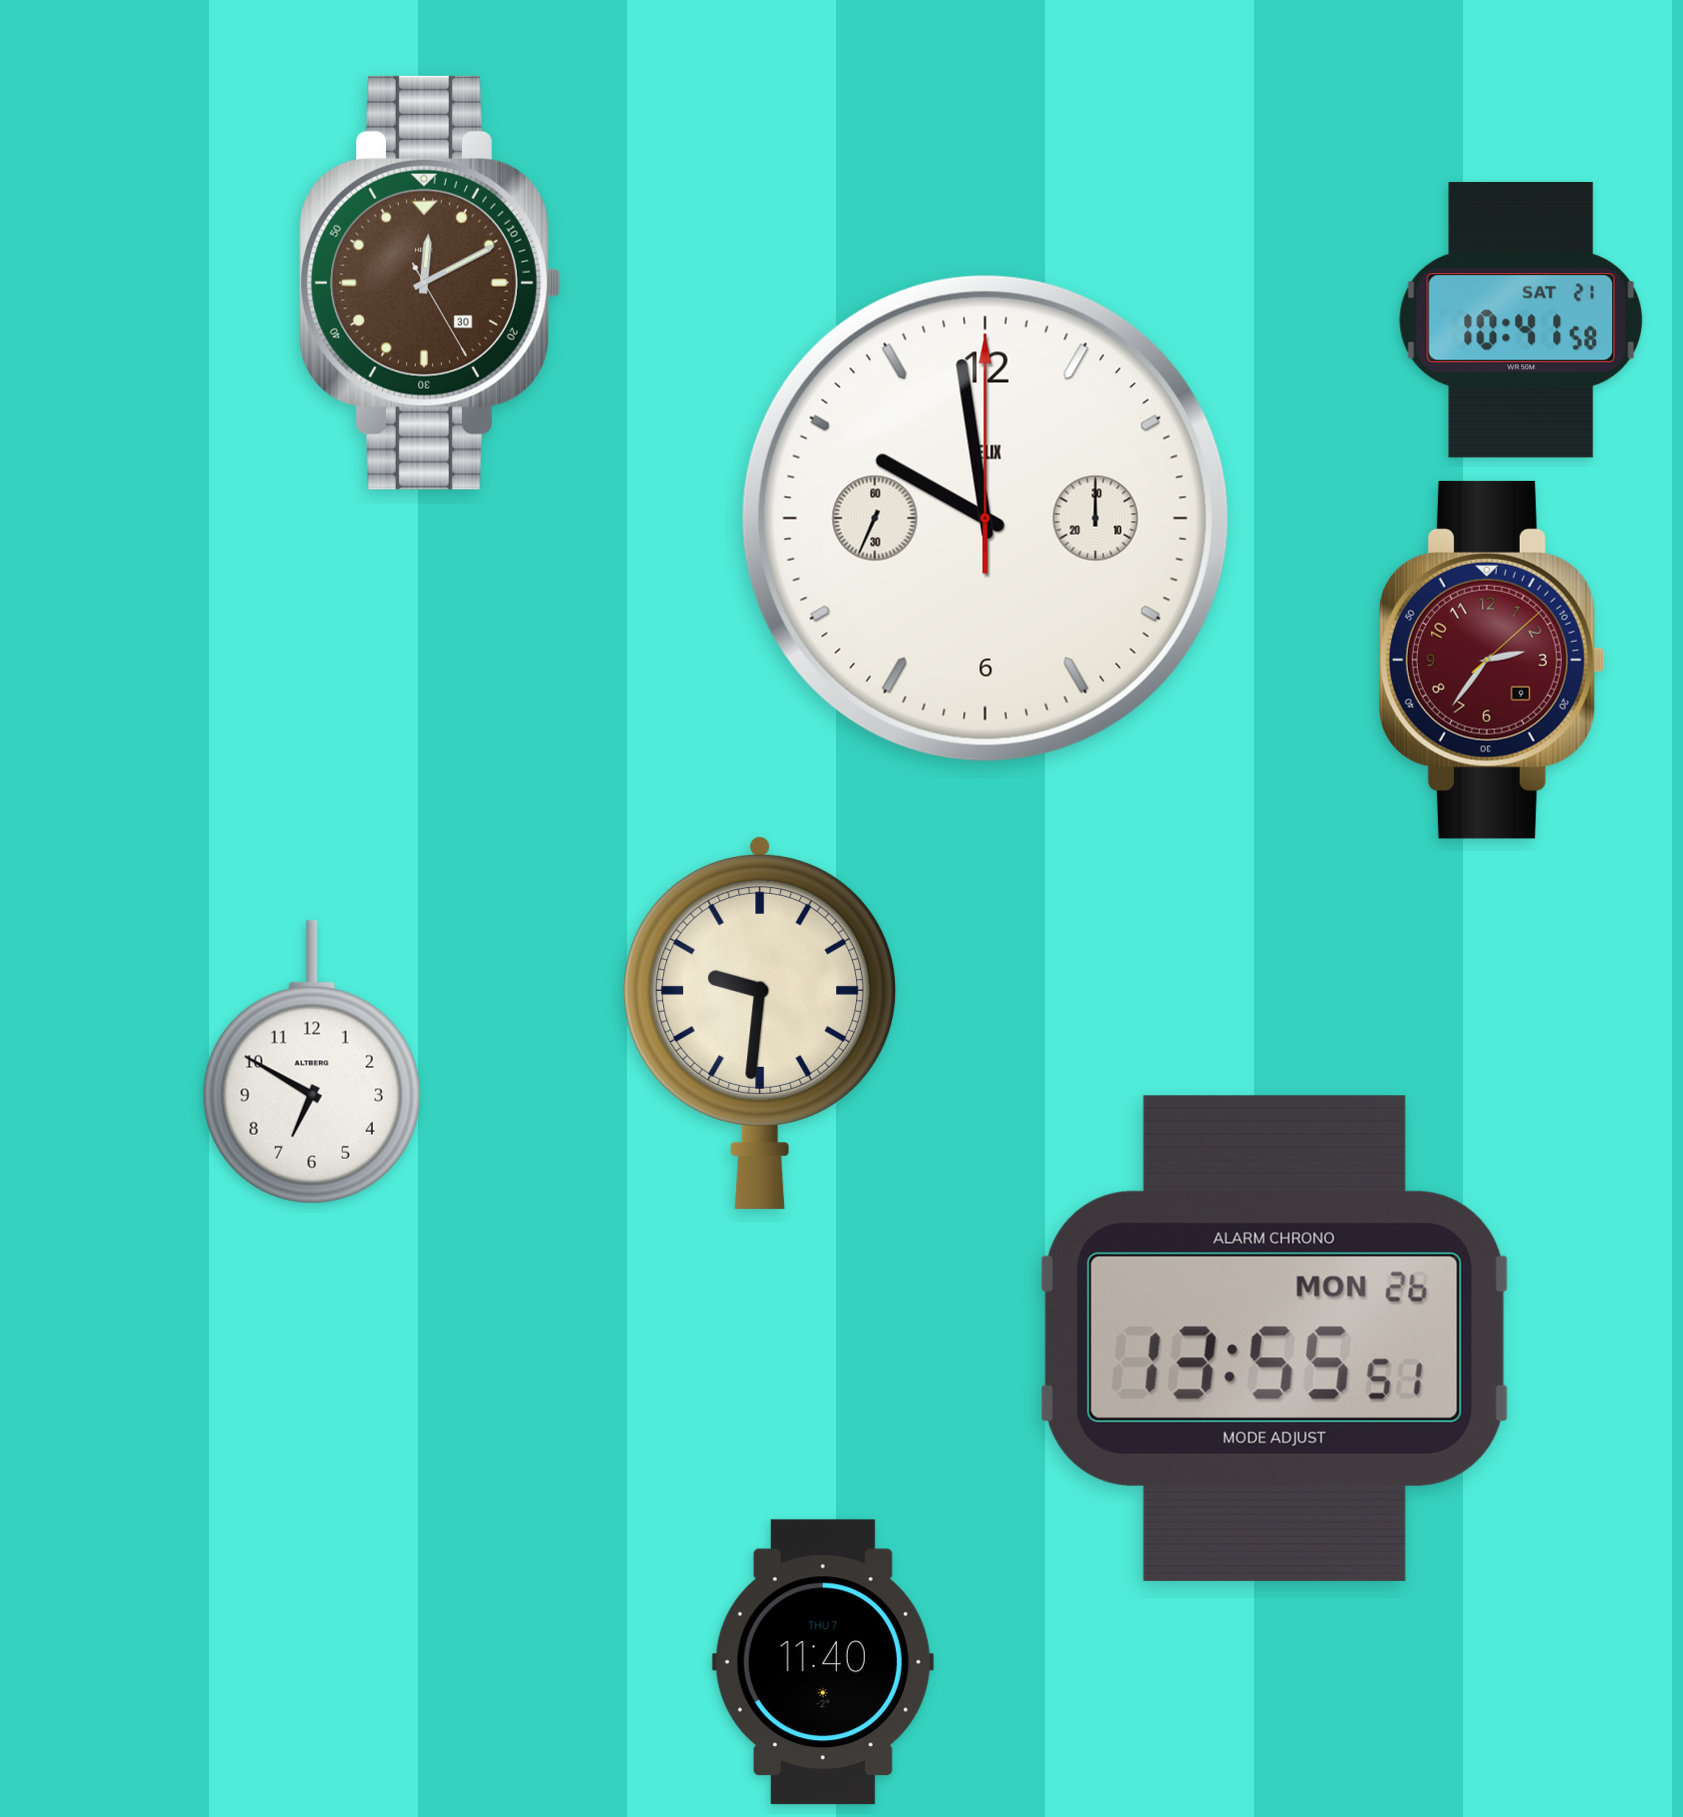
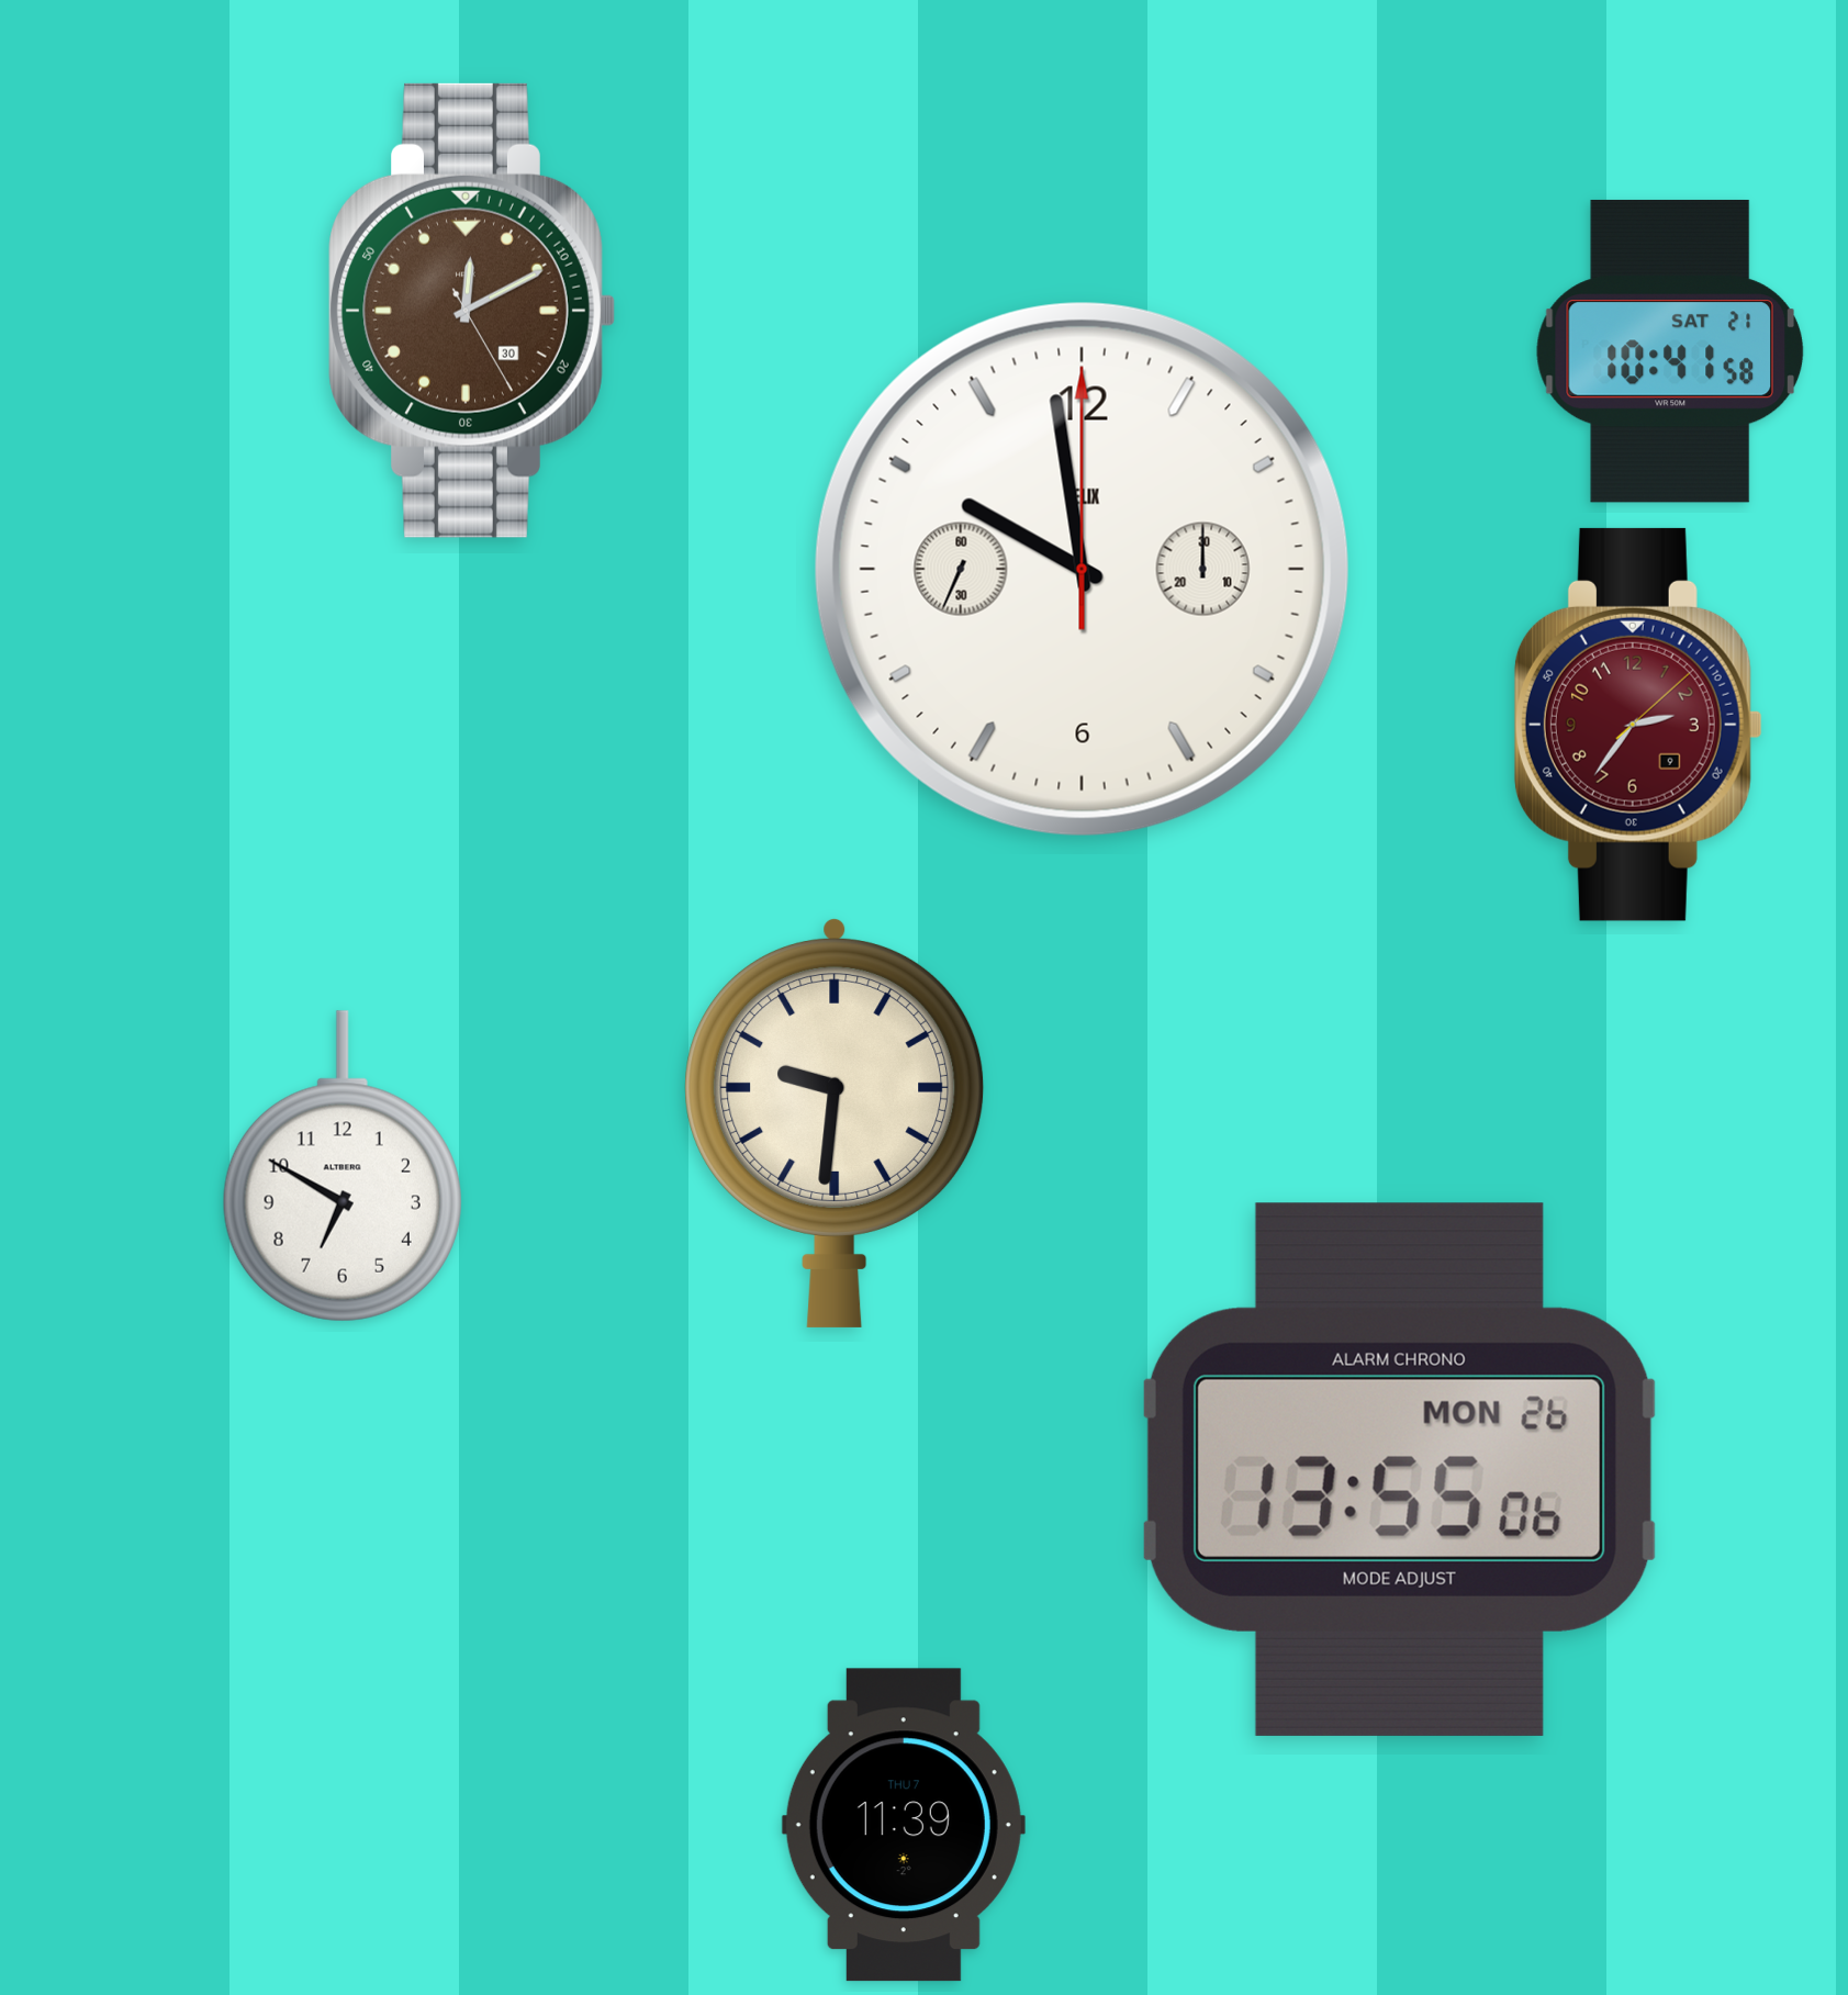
clock at (1274, 1338): 13:55:51 -> 13:55:06
clock at (823, 1662): 11:40 -> 11:39
